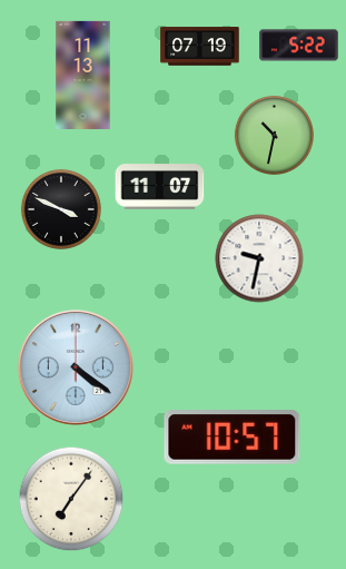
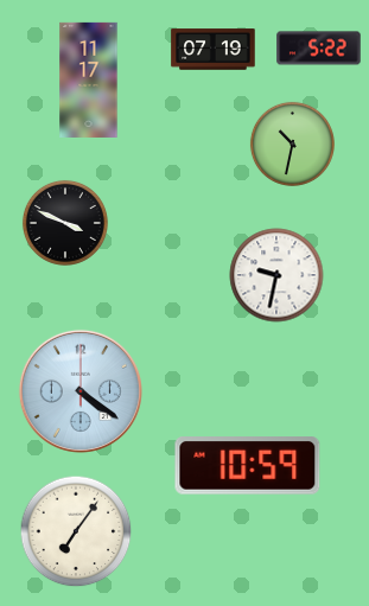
clock at (83, 75): 11:13 -> 11:17
clock at (160, 187): 11:07 -> none
clock at (233, 438): 10:57 -> 10:59
